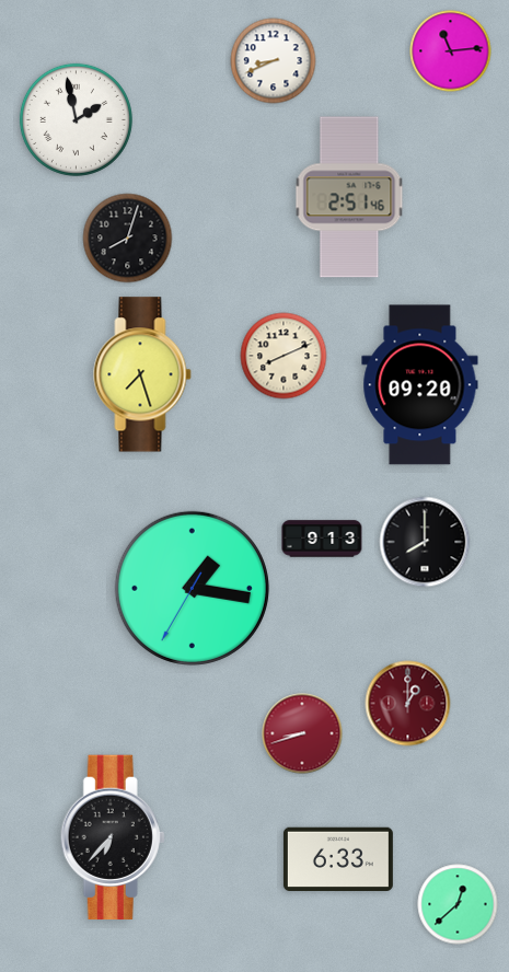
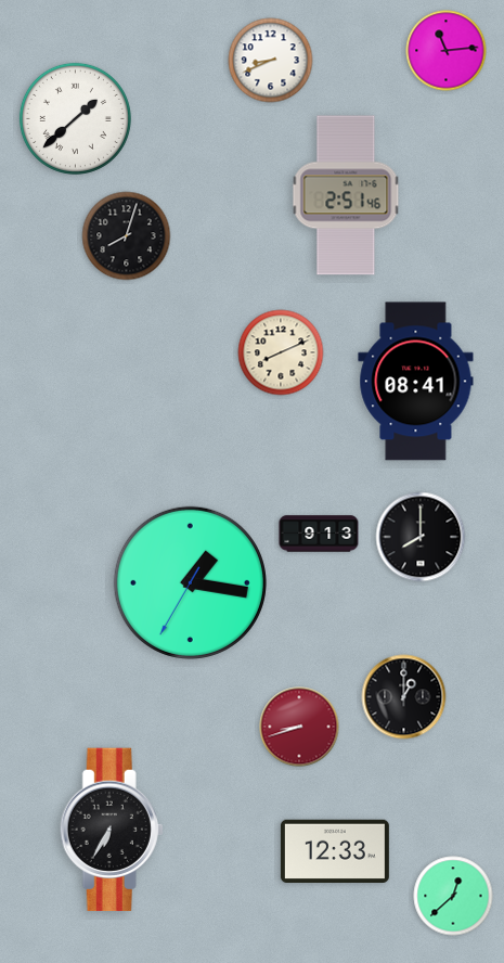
clock at (76, 119): 1:58 -> 1:38
clock at (142, 374): 7:27 -> none
clock at (420, 385): 09:20 -> 08:41
clock at (408, 704) dial: burgundy -> black
clock at (113, 837): 6:37 -> 6:35
clock at (338, 858): 6:33 -> 12:33
